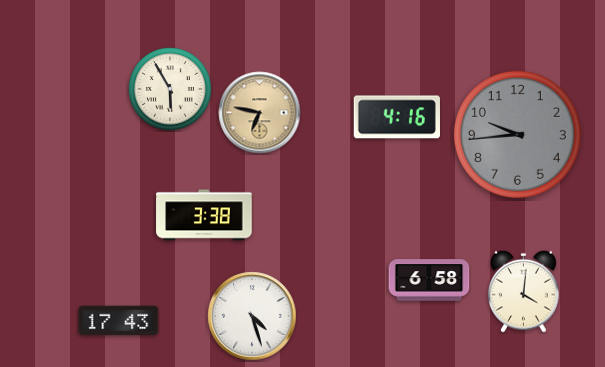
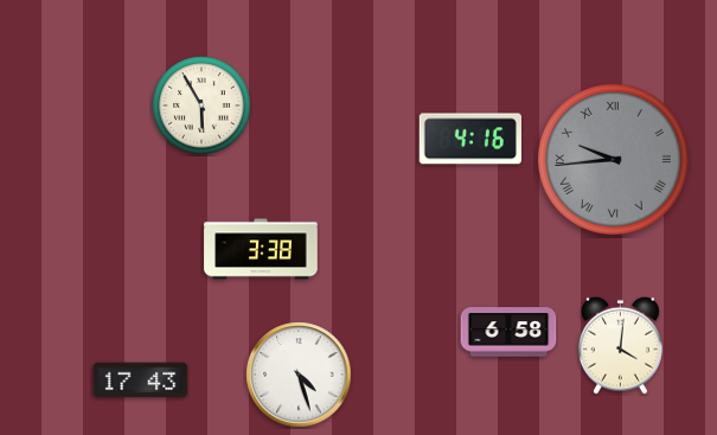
clock at (260, 113): 6:47 -> none
clock at (517, 134) numerals: Arabic -> Roman
clock at (204, 215) position: (204, 215) -> (261, 249)
